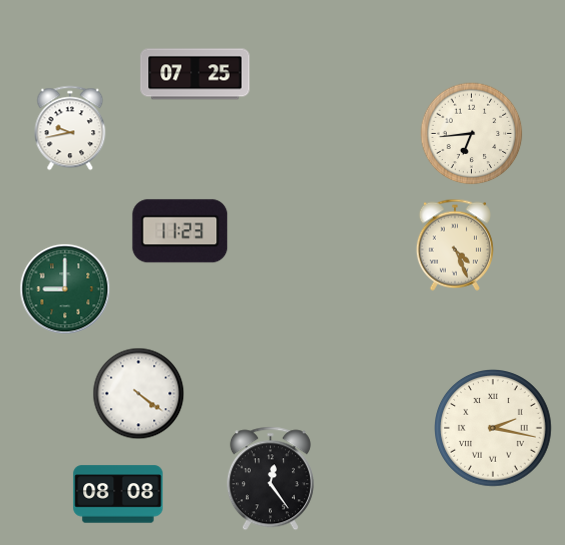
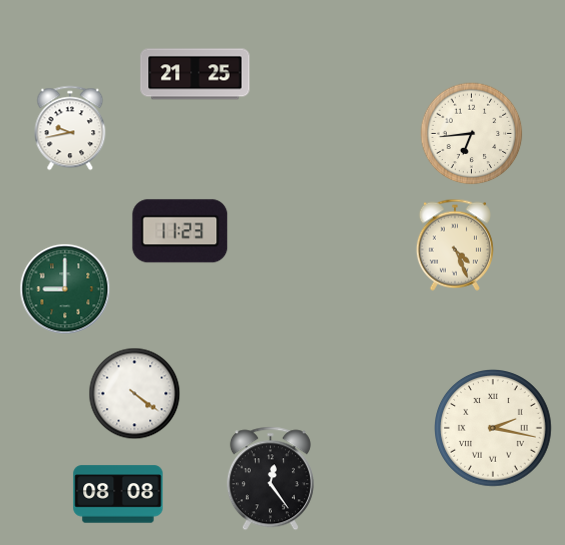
clock at (195, 74): 07:25 -> 21:25
clock at (139, 394) position: (139, 394) -> (135, 394)
